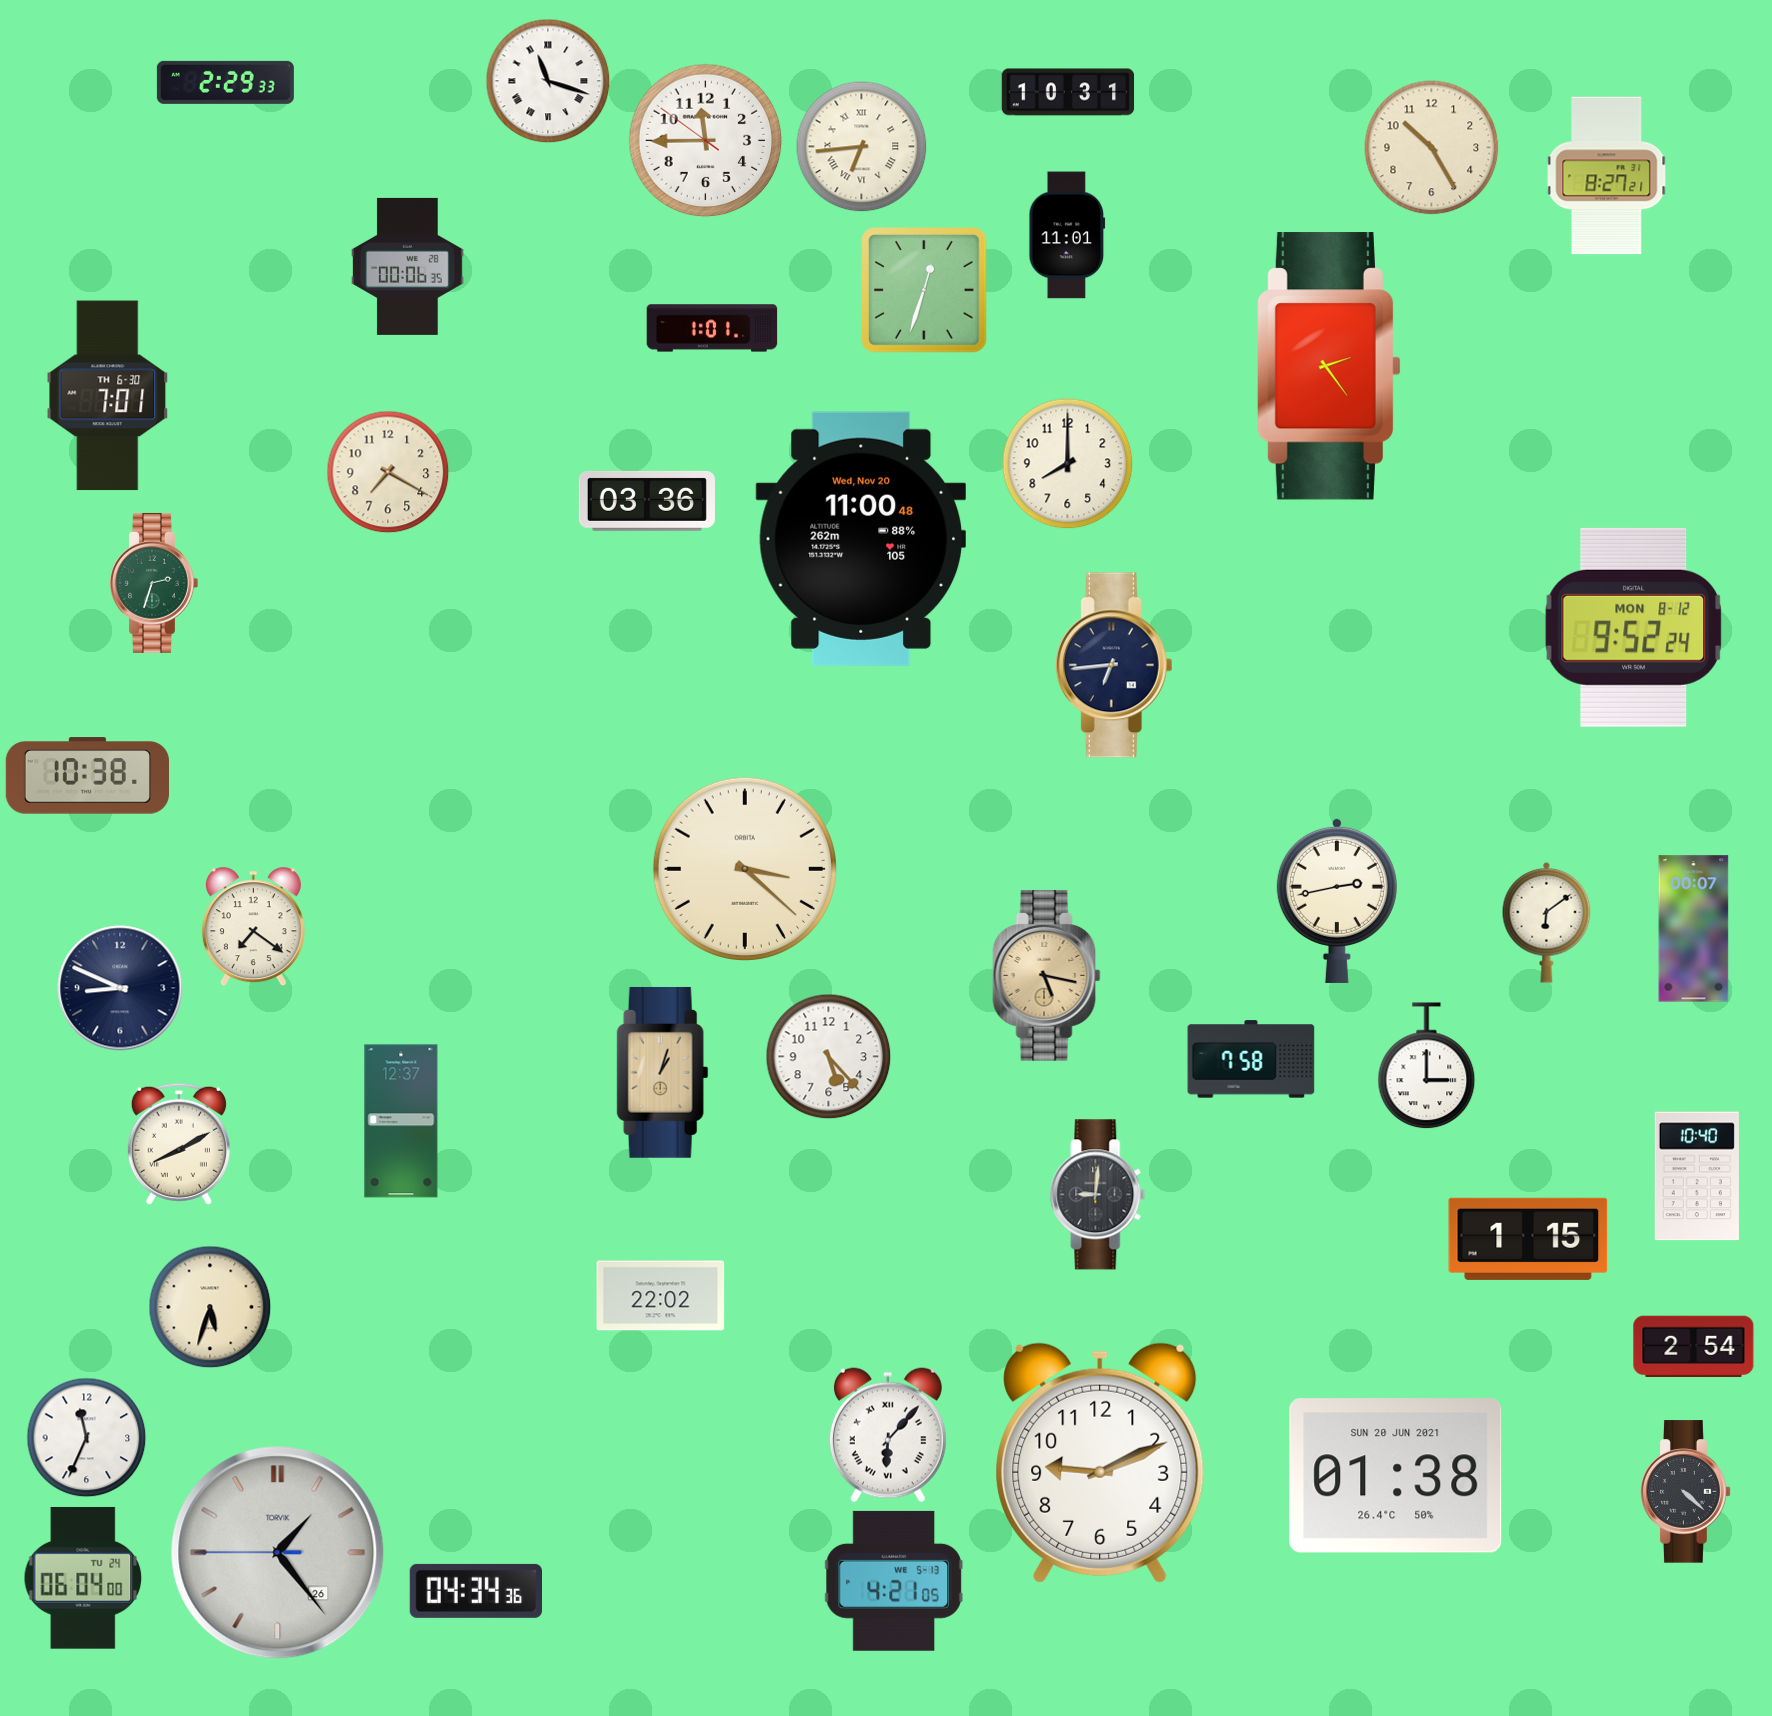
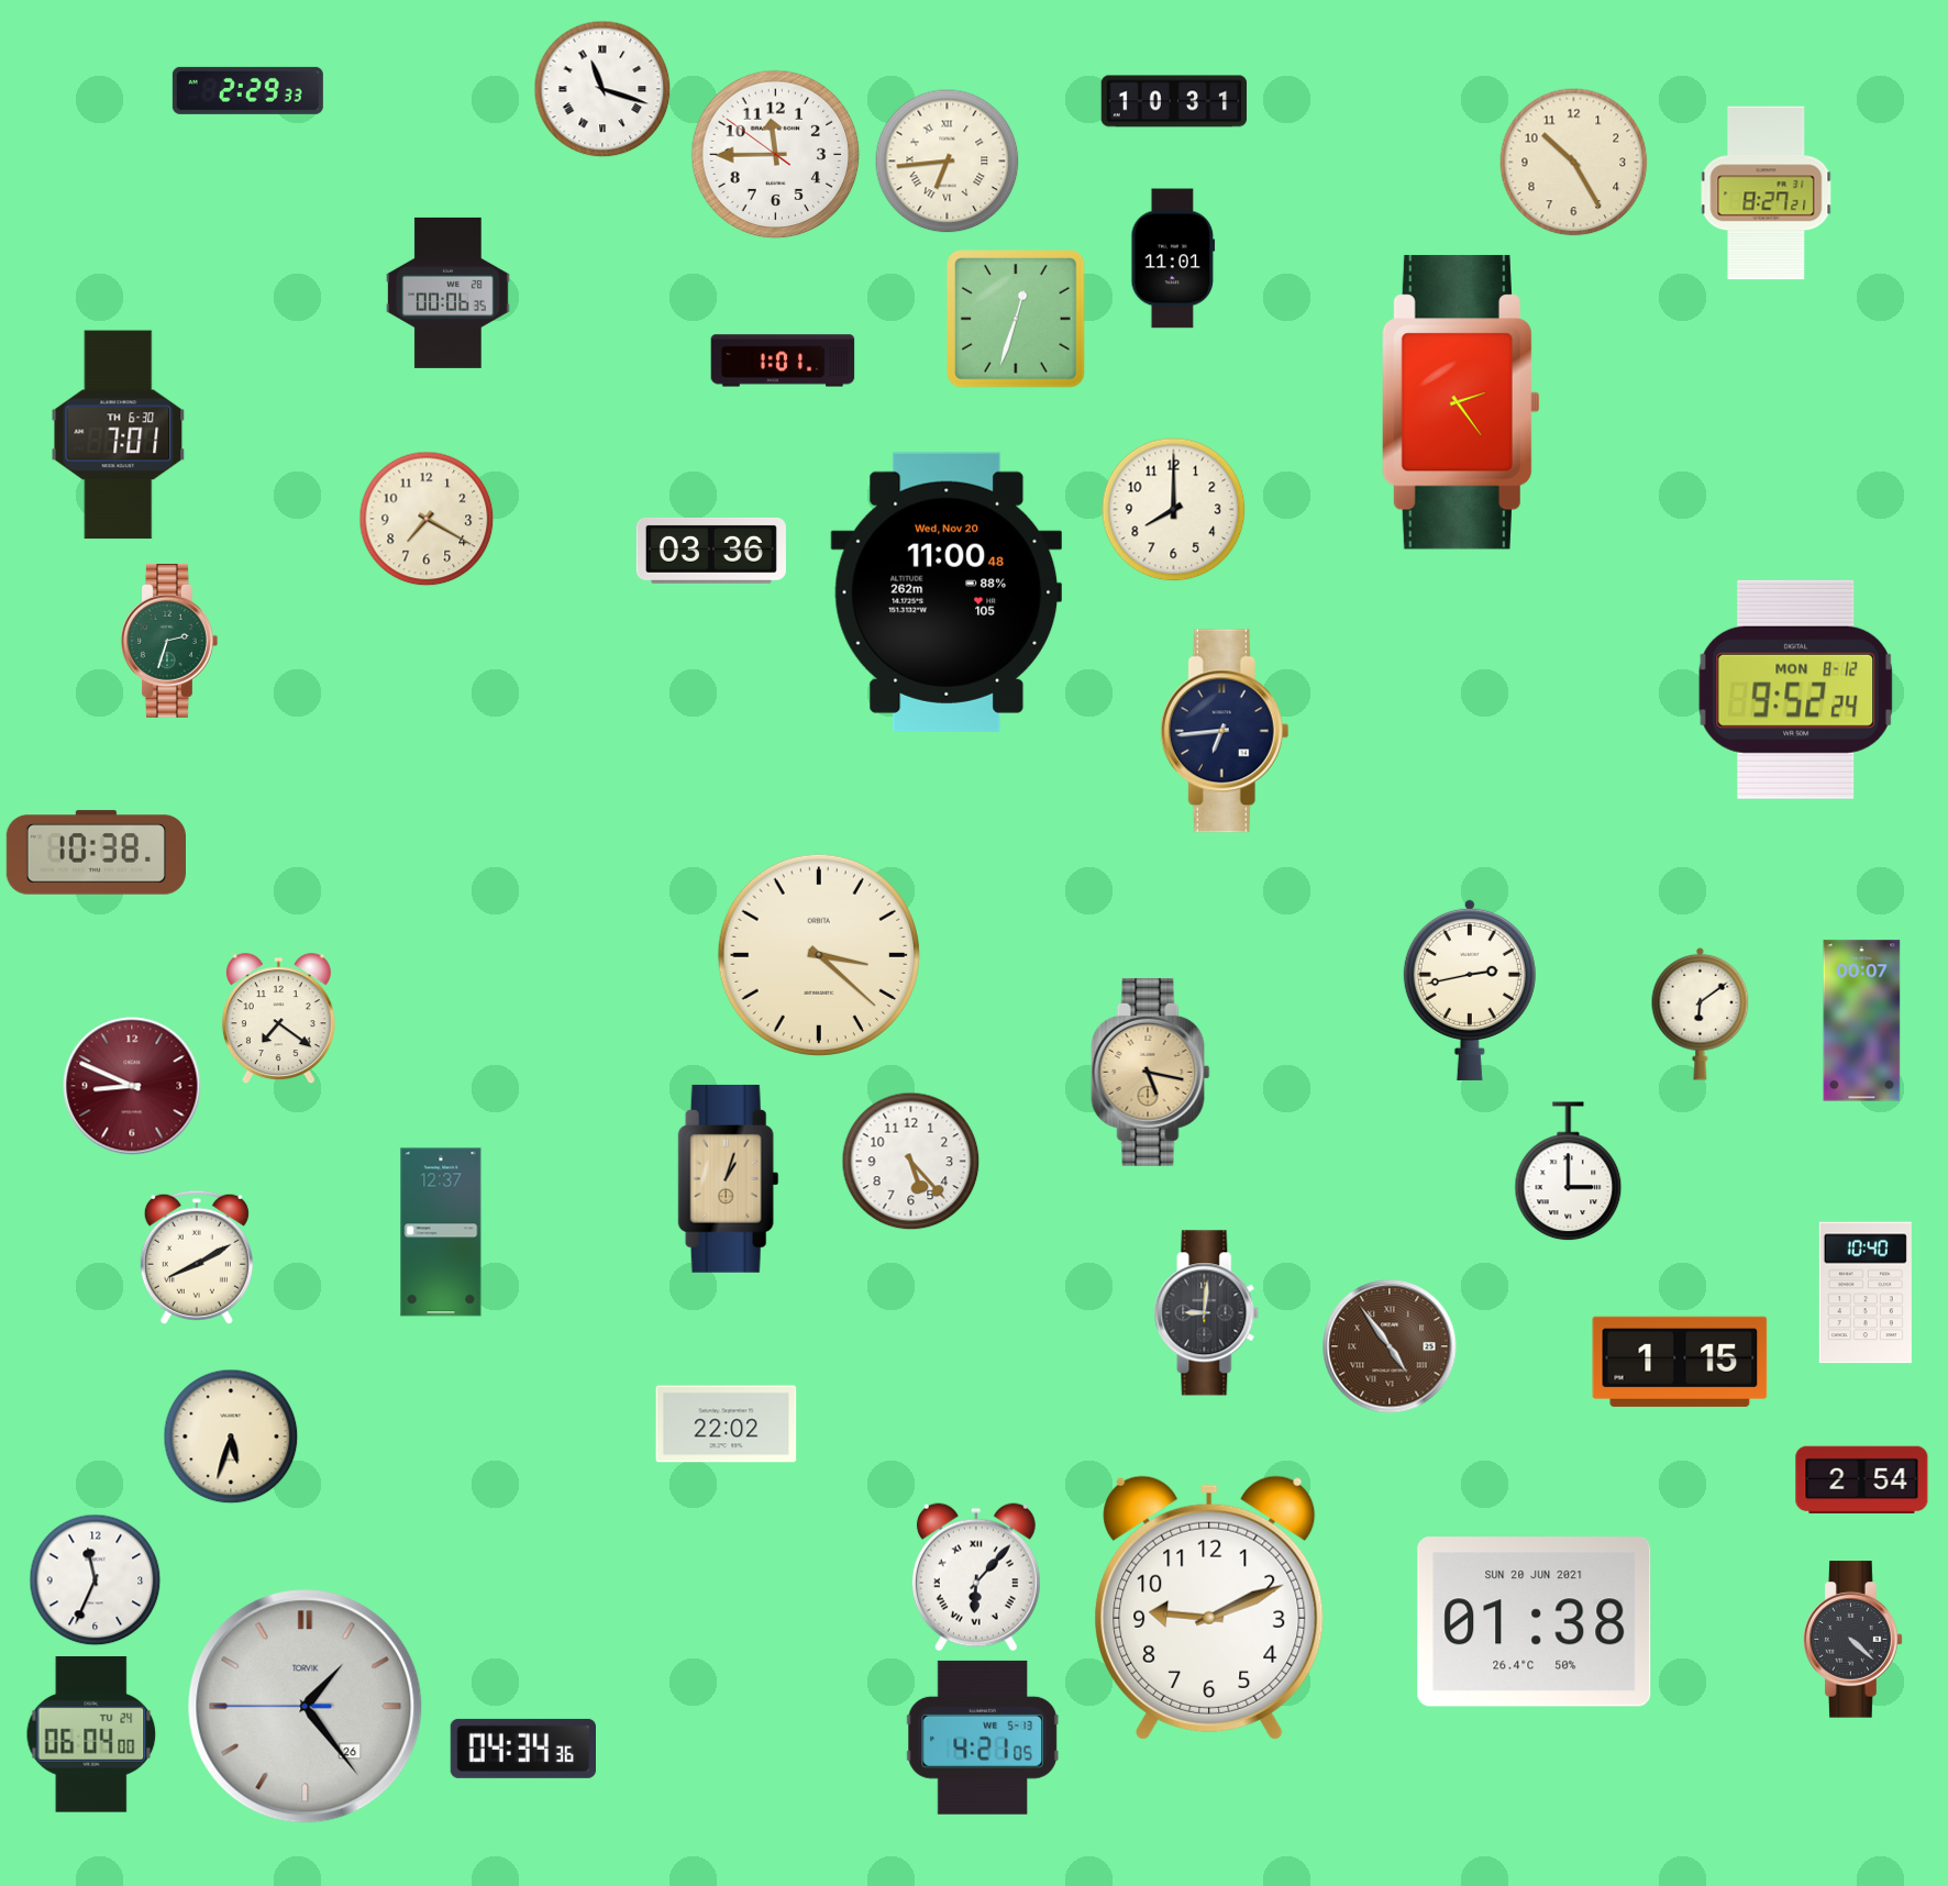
clock at (120, 988) dial: navy -> burgundy
clock at (1251, 1059): 7:58 -> none
clock at (1390, 1346): none -> 4:54
